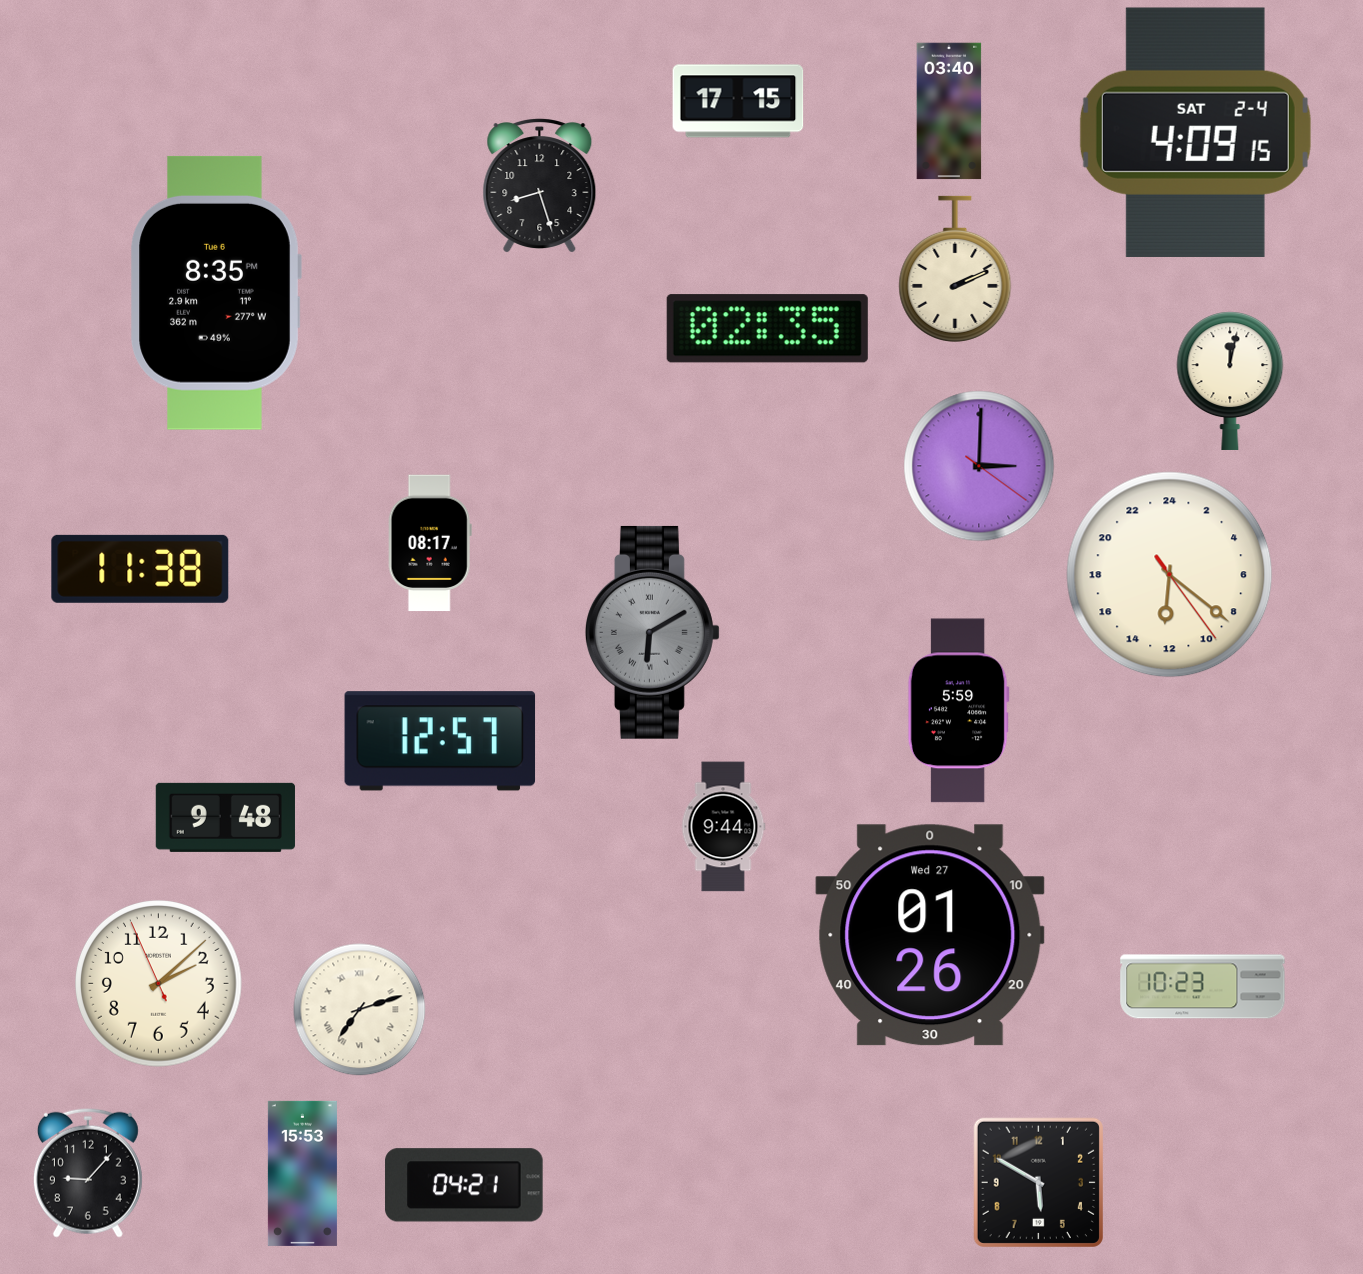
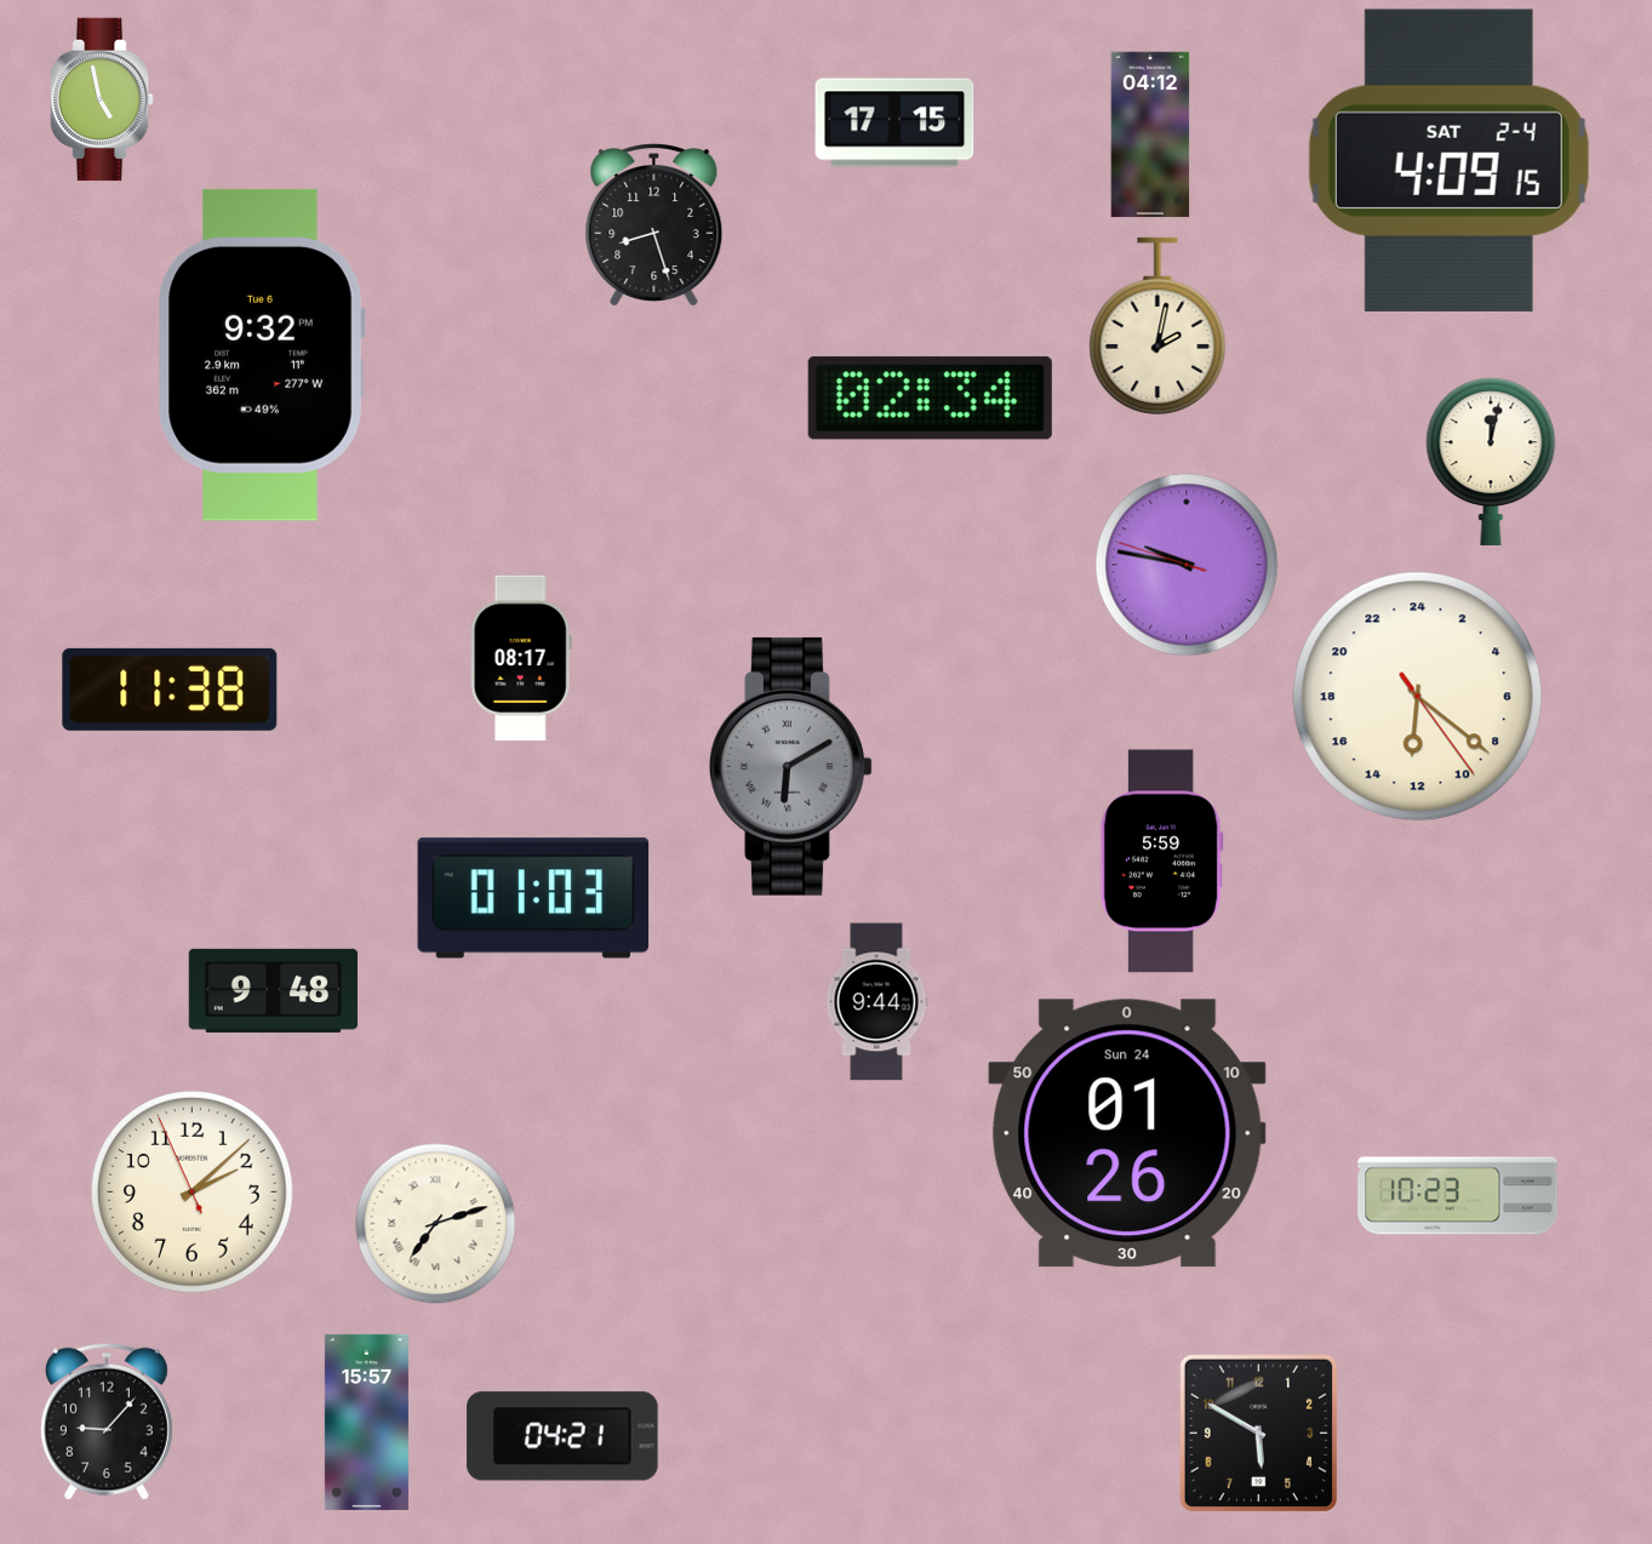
clock at (102, 99): none -> 4:58
clock at (949, 111): 03:40 -> 04:12
clock at (955, 269): 2:11 -> 2:02
clock at (216, 293): 8:35 -> 9:32
clock at (767, 329): 02:35 -> 02:34
clock at (979, 466): 3:00 -> 9:46
clock at (440, 741): 12:57 -> 01:03
clock at (930, 935) date: Wed 27 -> Sun 24
clock at (302, 1173): 15:53 -> 15:57
